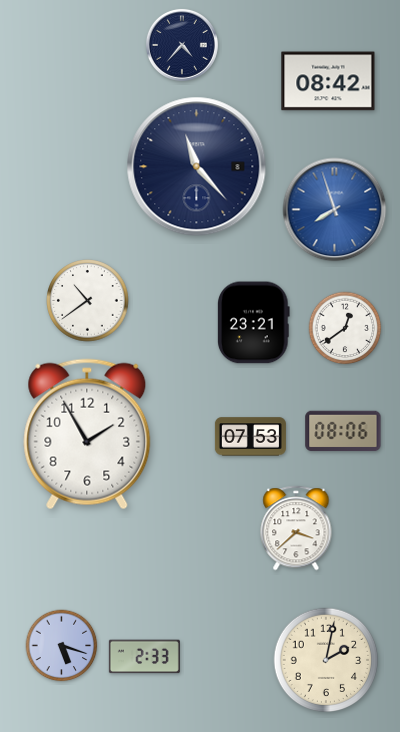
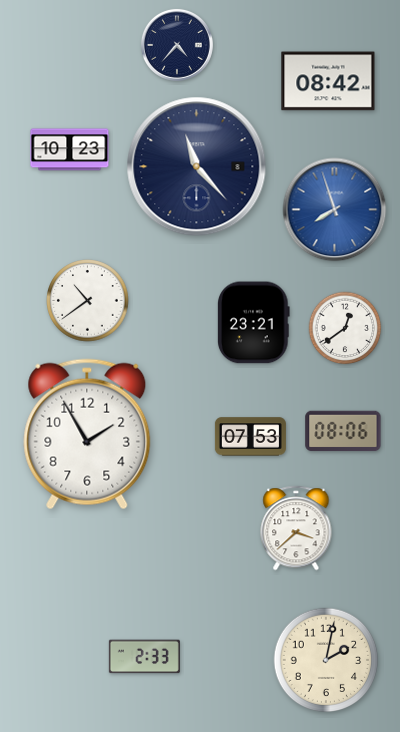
clock at (182, 45) position: (182, 45) -> (177, 45)
clock at (70, 150): none -> 10:23
clock at (62, 646): 5:18 -> none
